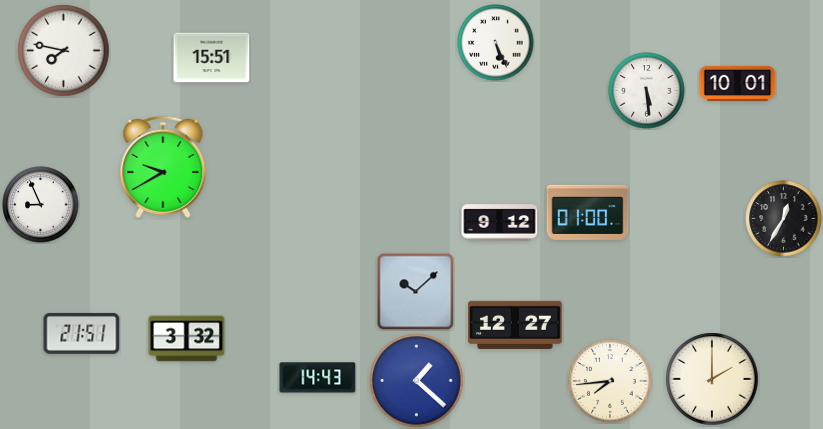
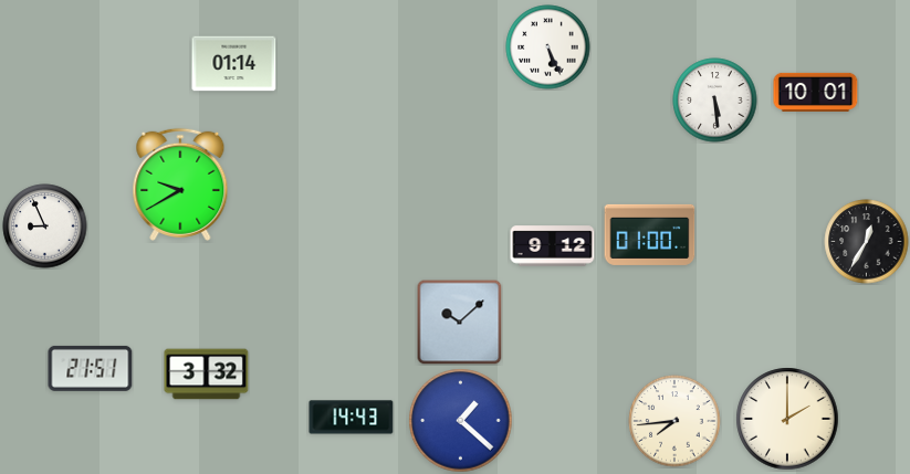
clock at (64, 51): 7:47 -> none
clock at (212, 58): 15:51 -> 01:14
clock at (516, 325): 12:27 -> none
